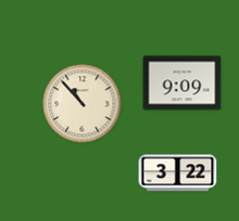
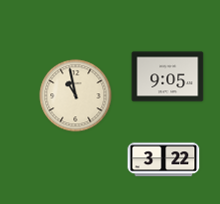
clock at (183, 83): 9:09 -> 9:05
clock at (83, 104): 10:53 -> 10:58
